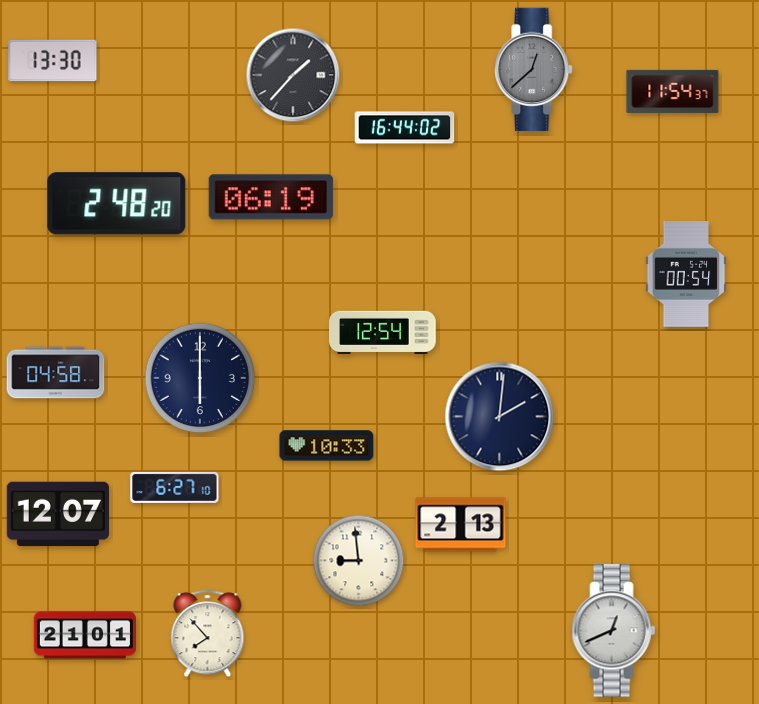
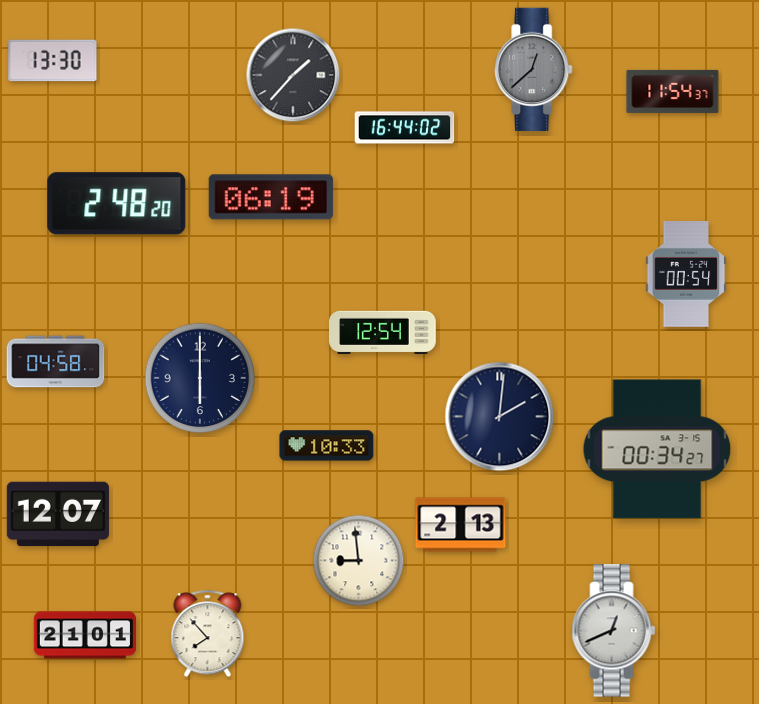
clock at (56, 373) position: (56, 373) -> (56, 362)
clock at (657, 449): none -> 00:34
clock at (175, 487): 6:27 -> none
